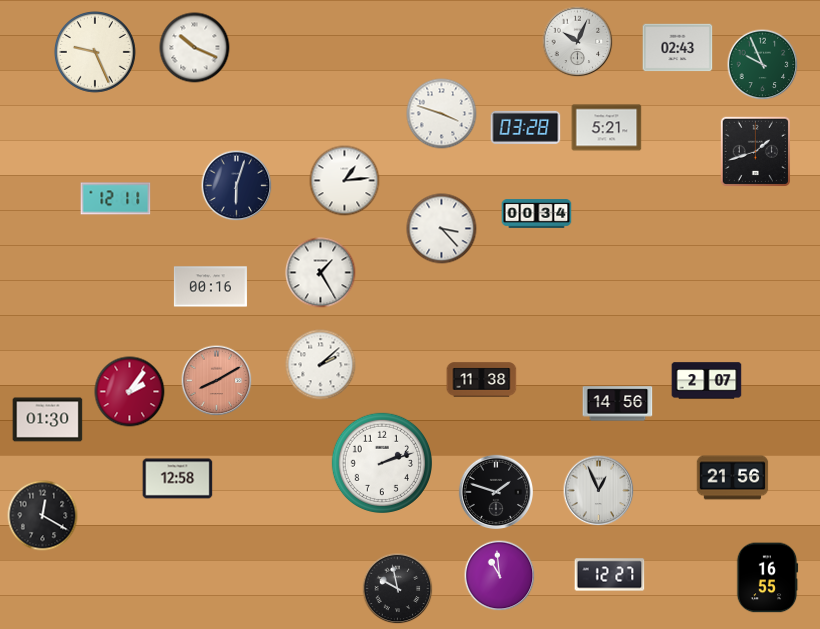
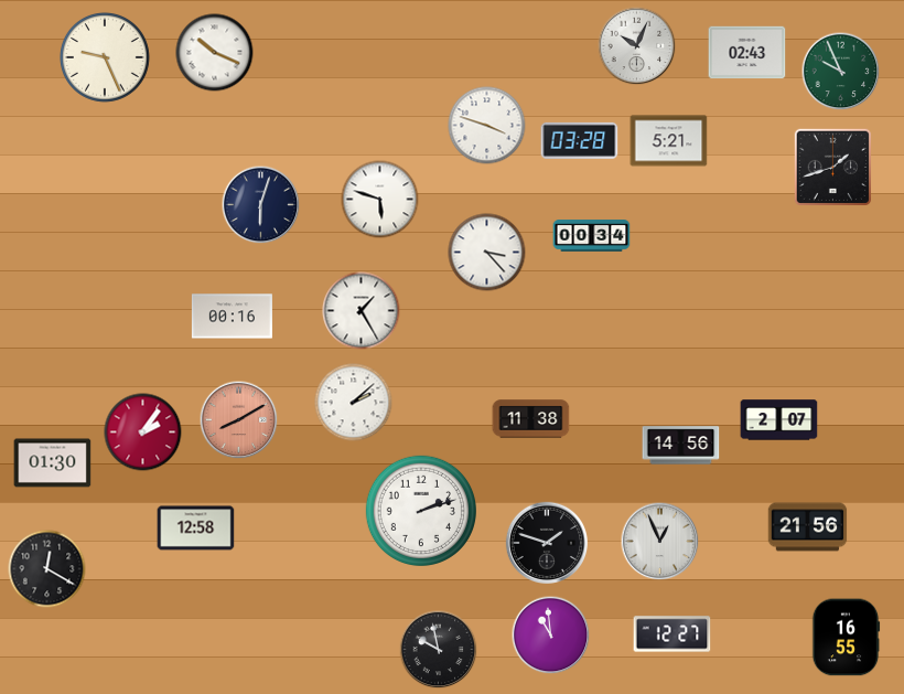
clock at (345, 181): 1:14 -> 5:48
clock at (116, 199): 12:11 -> none
clock at (321, 273) position: (321, 273) -> (362, 311)
